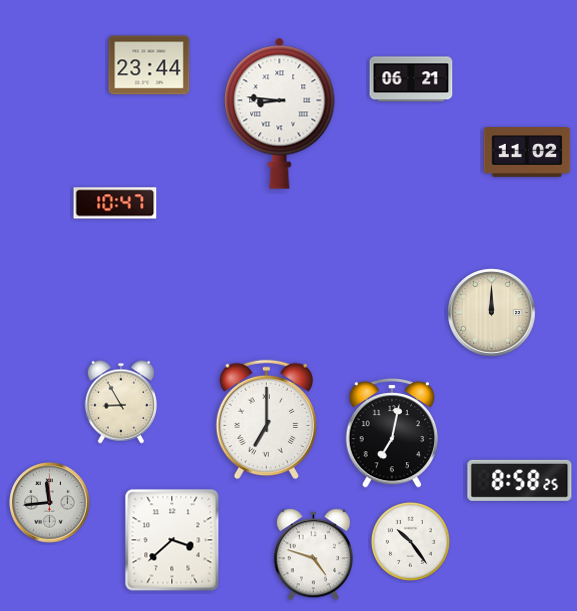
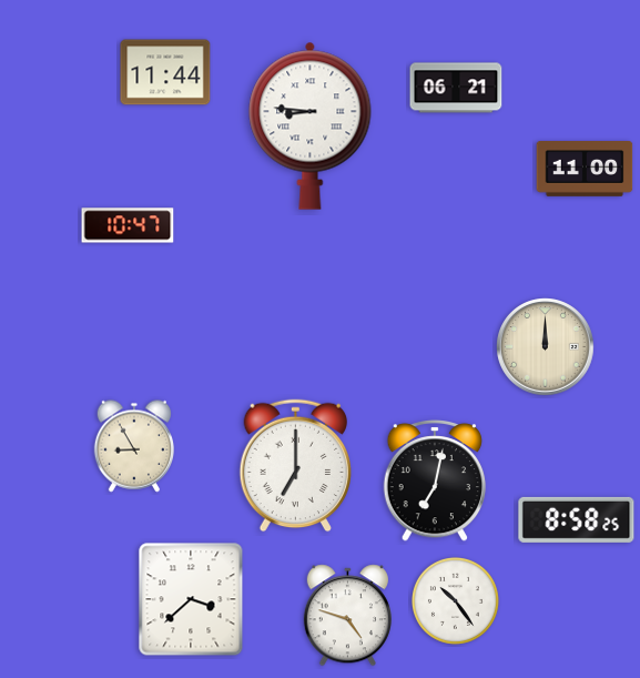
clock at (149, 65): 23:44 -> 11:44
clock at (527, 153): 11:02 -> 11:00
clock at (520, 480) position: (520, 480) -> (577, 519)
clock at (50, 503): 11:44 -> none
